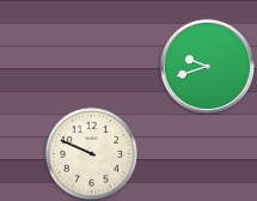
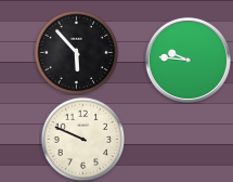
clock at (76, 52): none -> 5:53
clock at (207, 66): 9:42 -> 9:46
